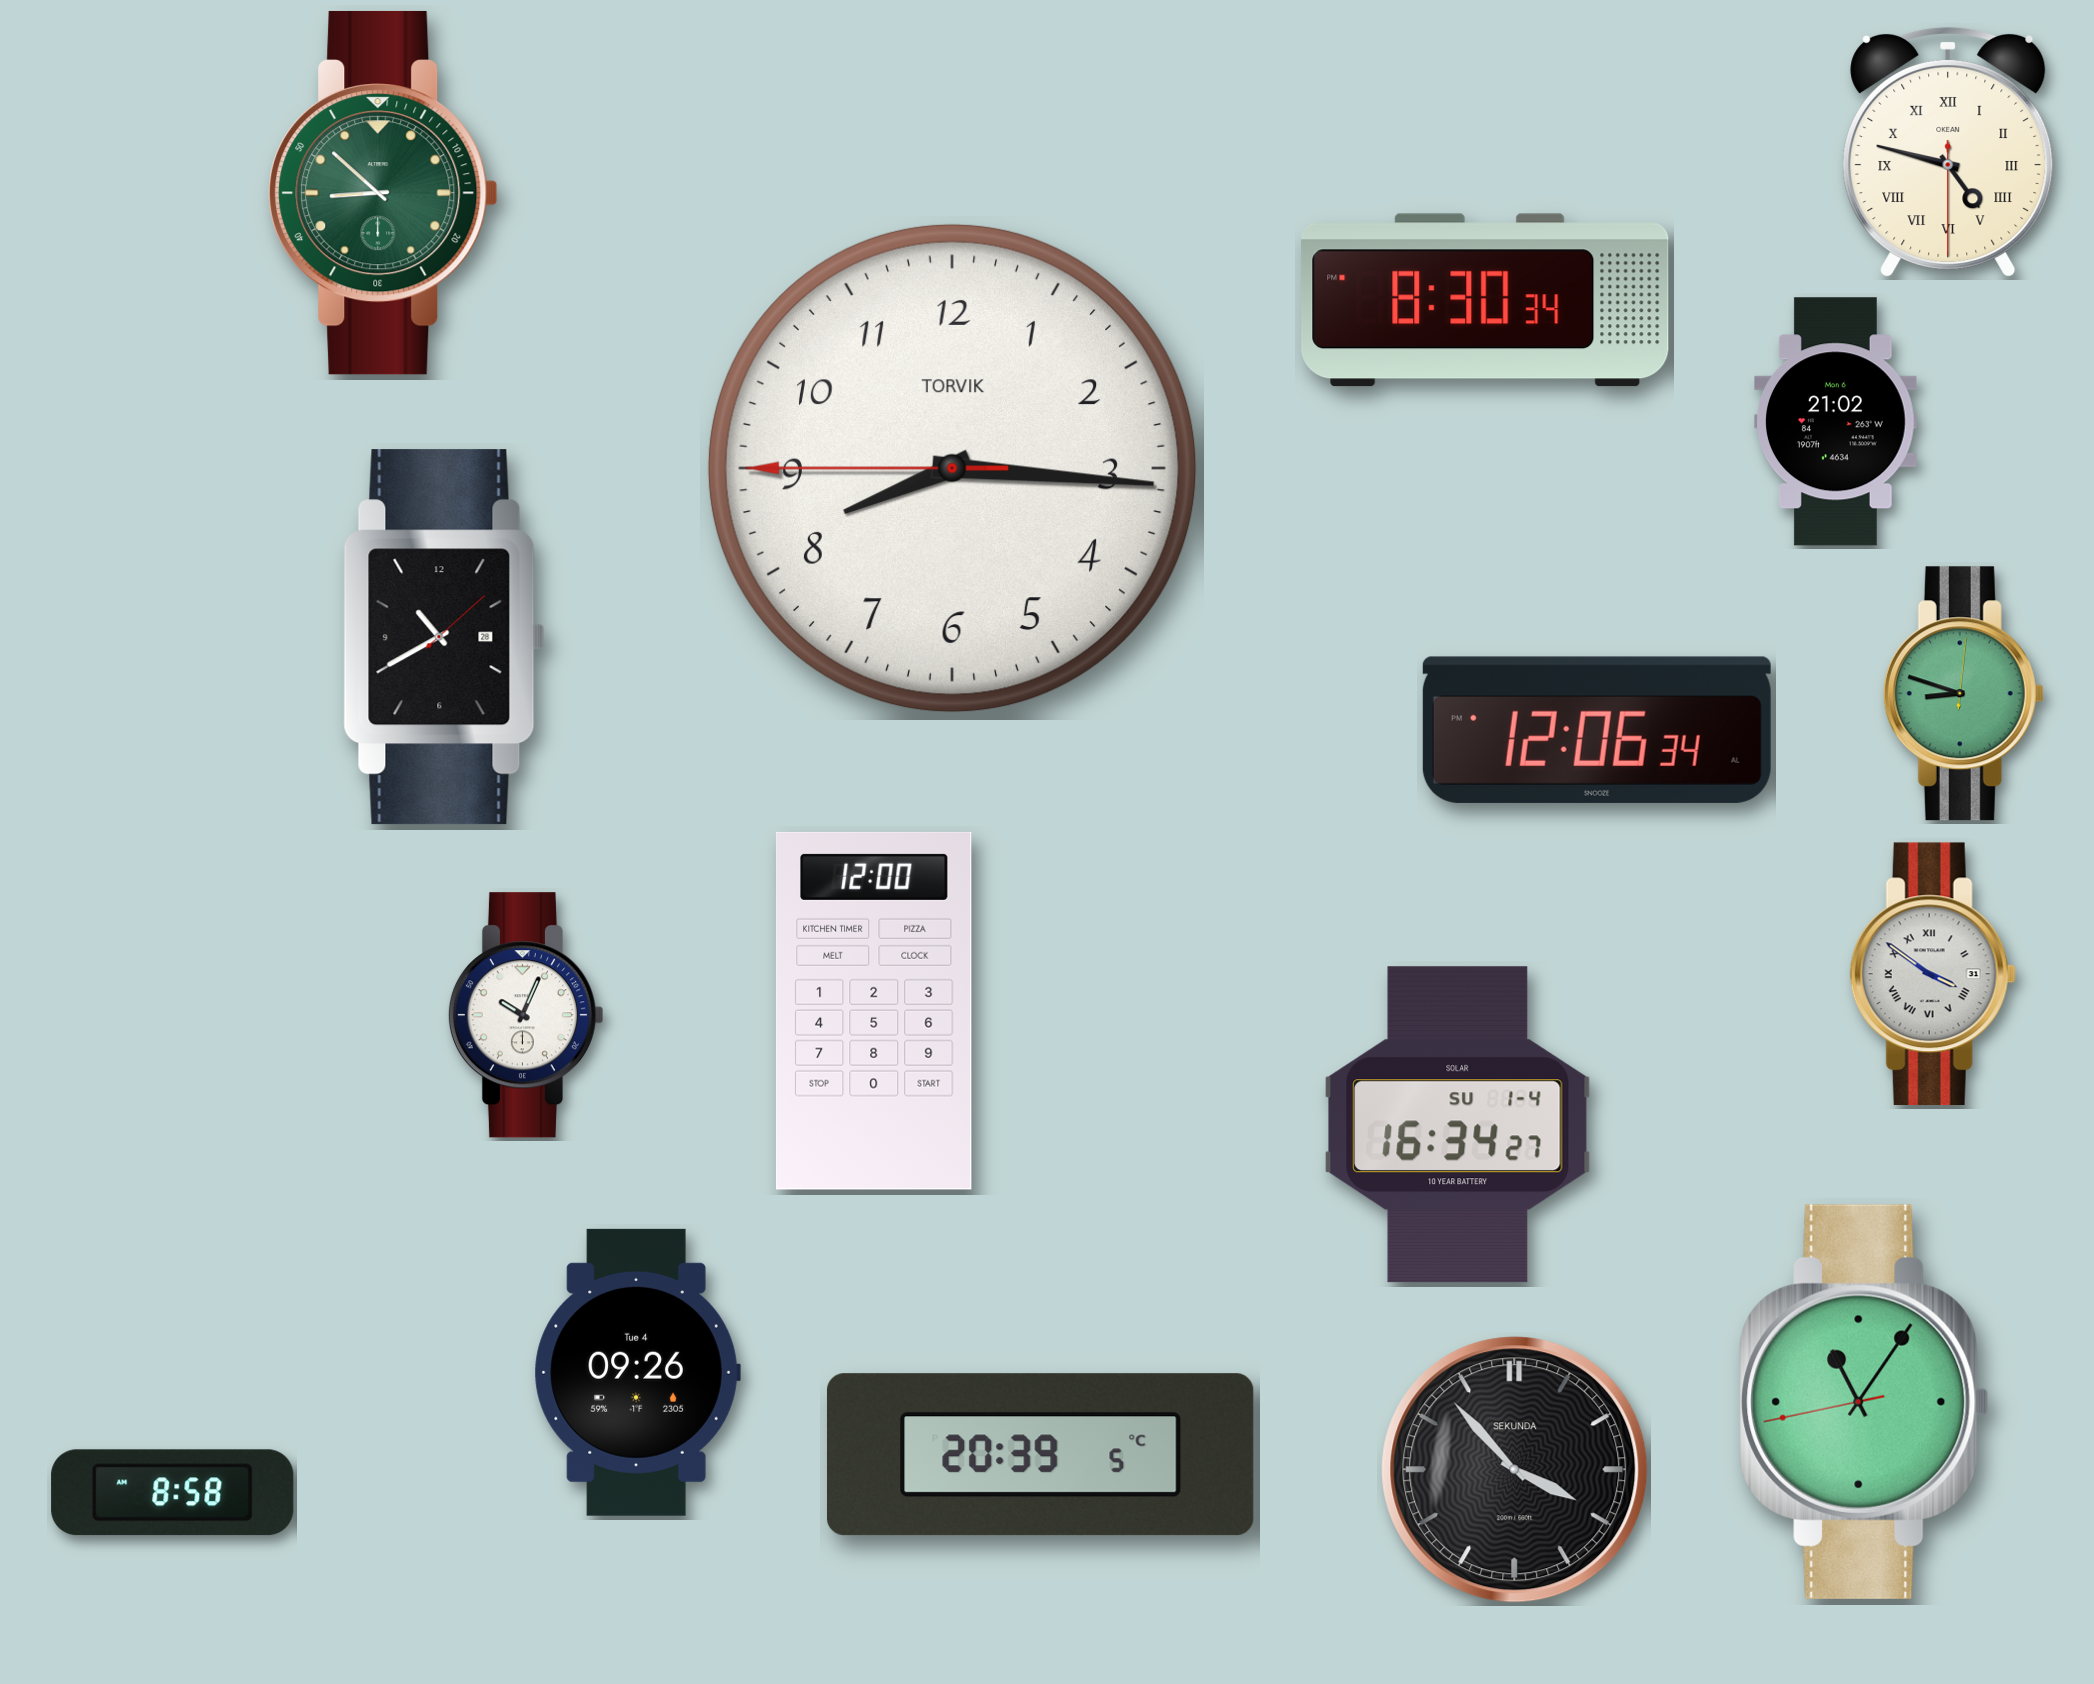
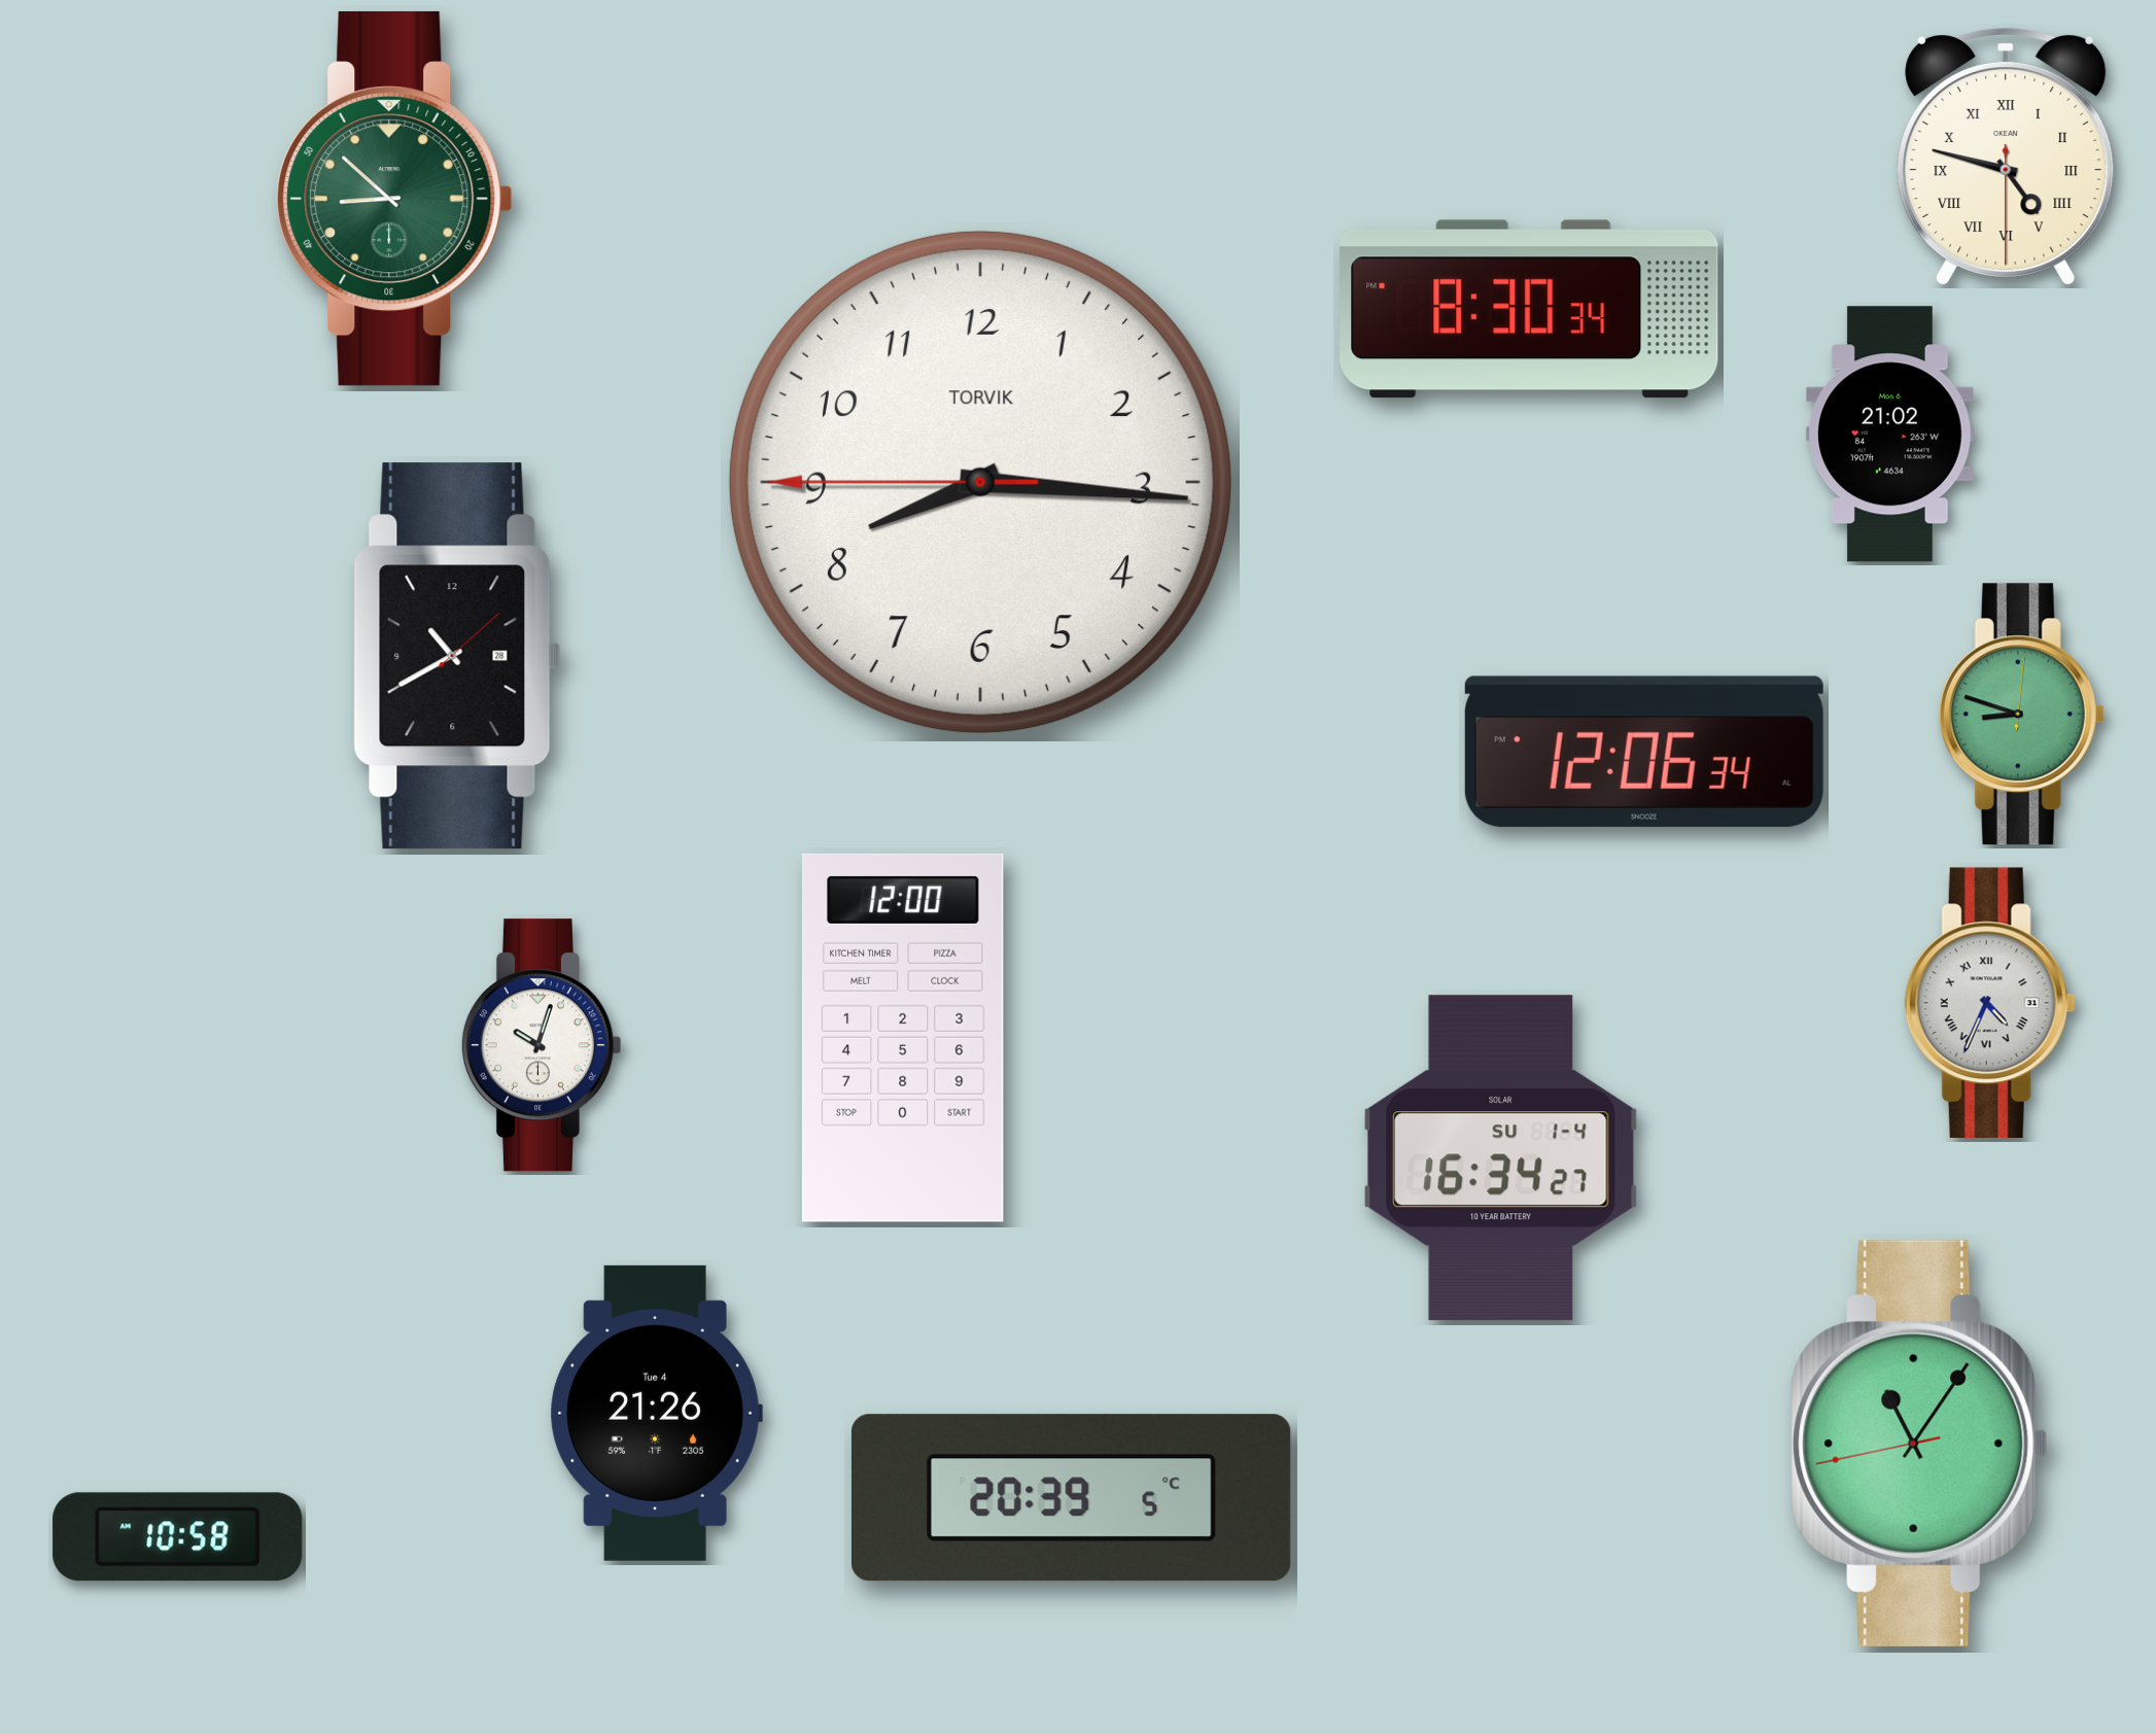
clock at (1933, 974): 3:51 -> 4:34
clock at (874, 1011) position: (874, 1011) -> (903, 1038)
clock at (525, 1015): 10:04 -> 10:03
clock at (637, 1372): 09:26 -> 21:26
clock at (1515, 1470): 3:53 -> none
clock at (173, 1493): 8:58 -> 10:58
